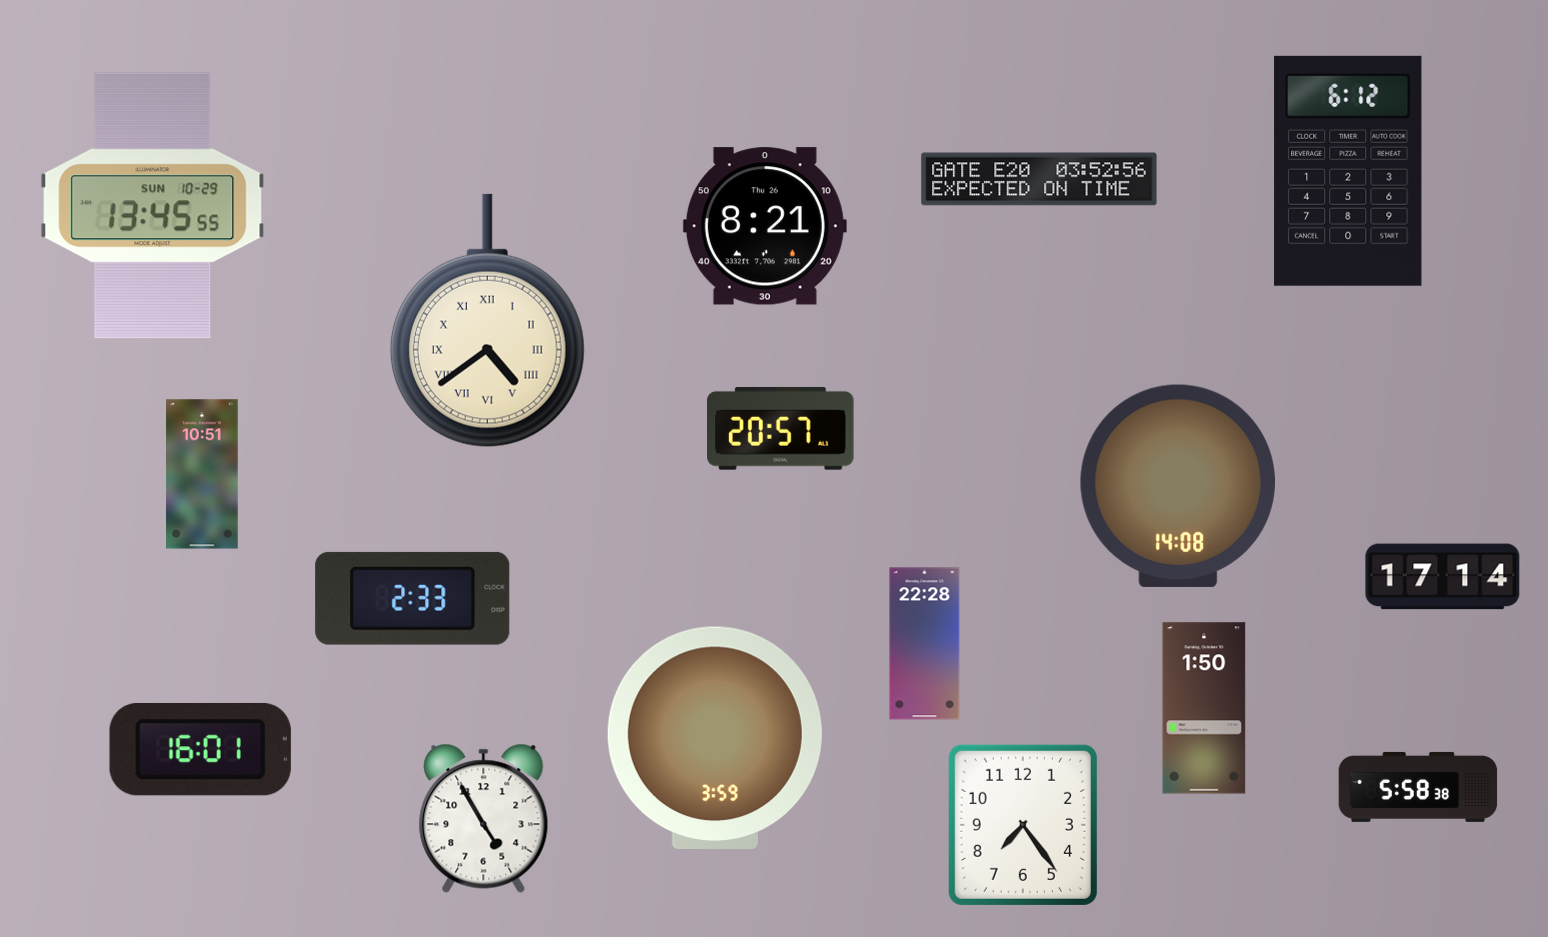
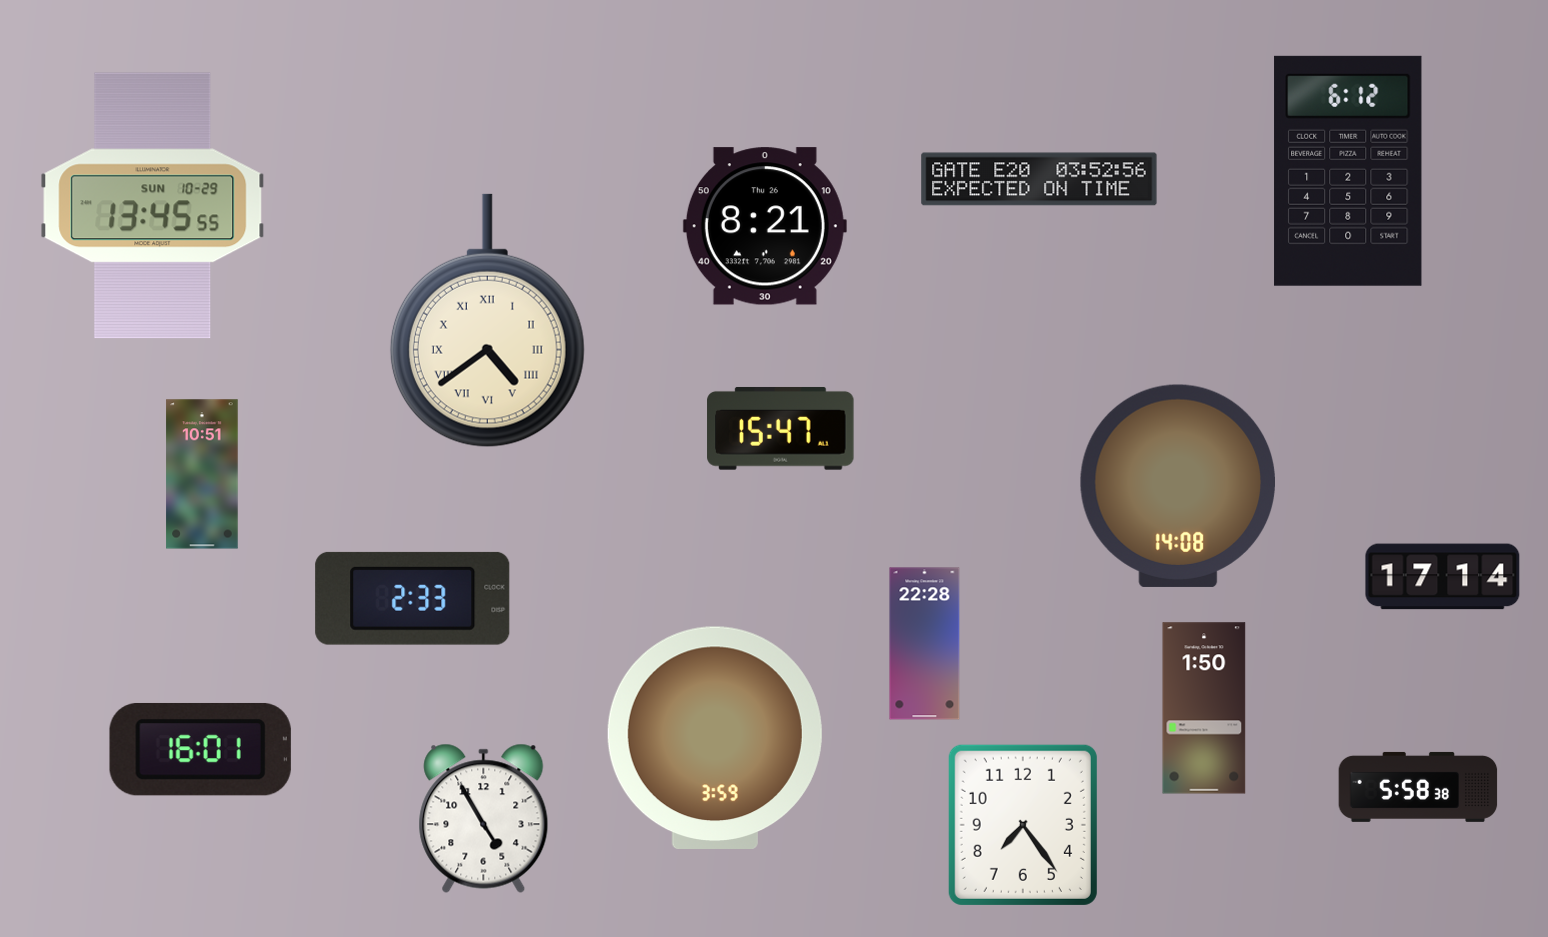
clock at (781, 428): 20:57 -> 15:47
